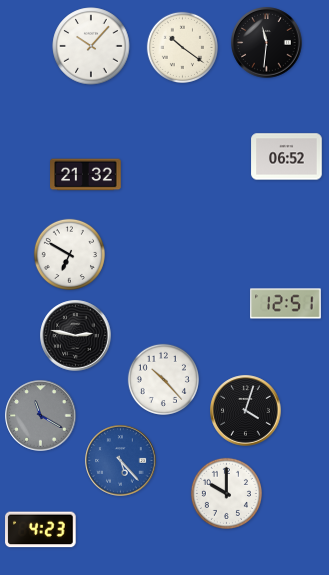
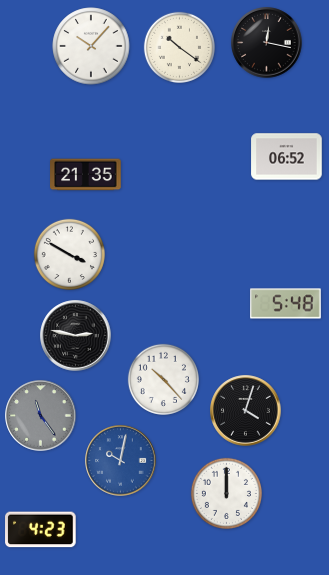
clock at (267, 43): 11:31 -> 12:17
clock at (182, 47) position: (182, 47) -> (179, 47)
clock at (86, 175): 21:32 -> 21:35
clock at (69, 254): 6:50 -> 3:50
clock at (286, 304): 12:51 -> 5:48
clock at (41, 416): 11:20 -> 11:24
clock at (121, 461): 5:23 -> 10:02
clock at (226, 493): 10:00 -> 12:00
